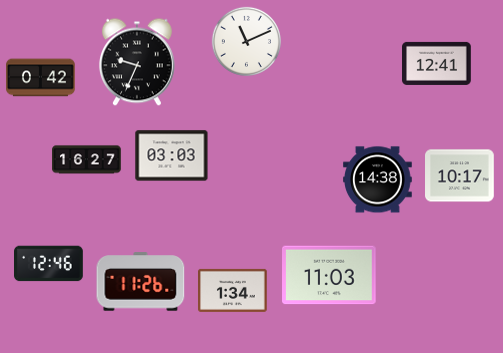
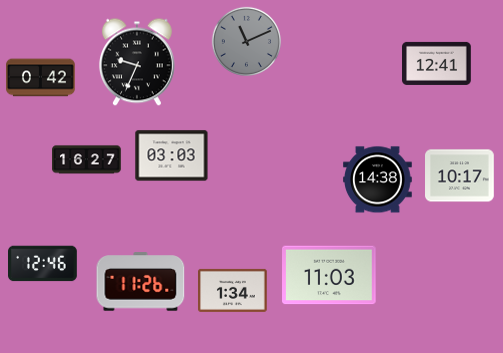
clock at (246, 41) dial: white -> grey
clock at (49, 264) position: (49, 264) -> (43, 264)
